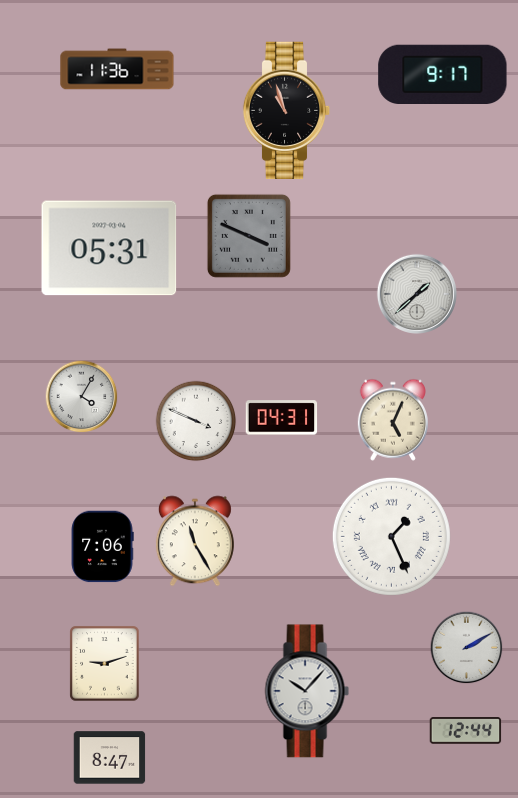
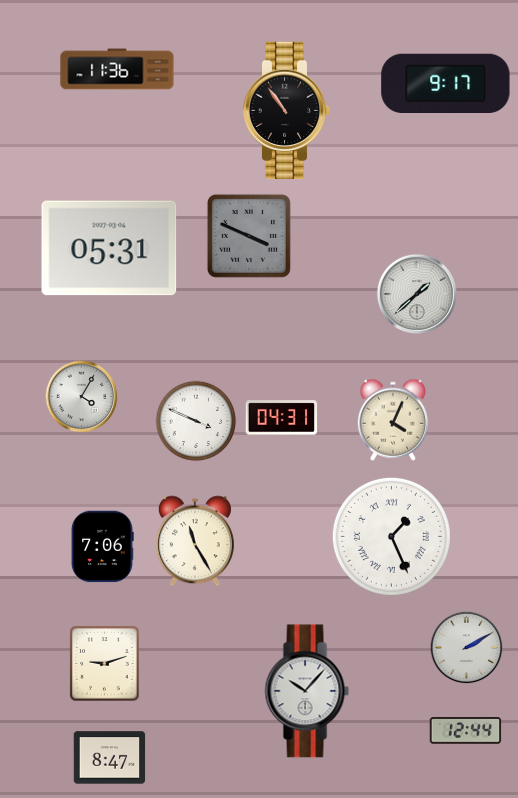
clock at (443, 74) position: (443, 74) -> (446, 83)
clock at (287, 110): 10:57 -> 10:54
clock at (393, 420): 5:04 -> 4:04
